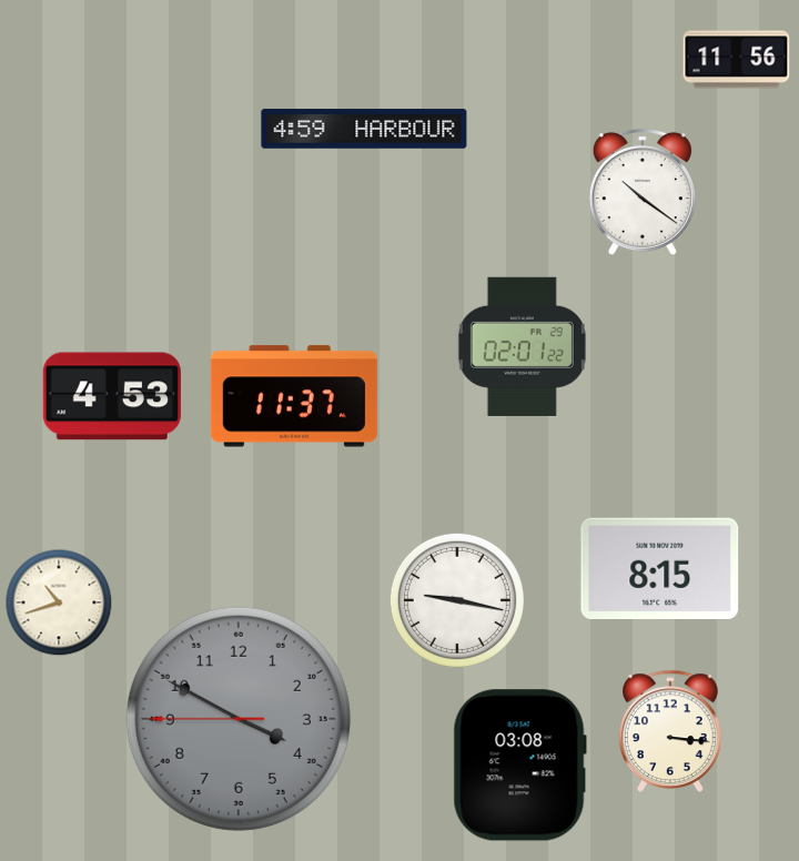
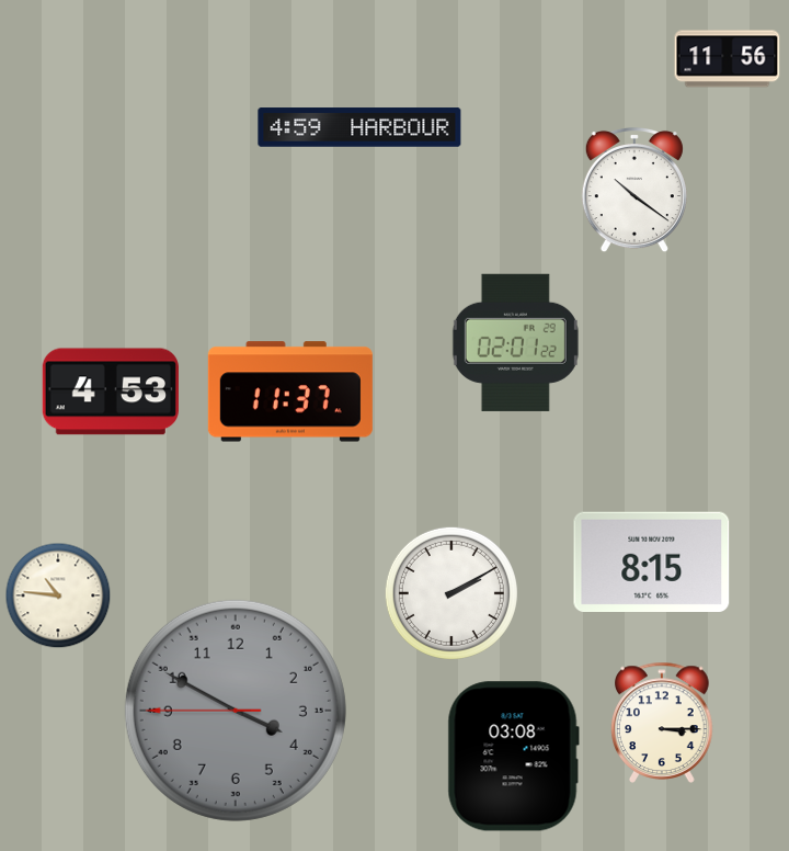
clock at (457, 600): 9:17 -> 2:10
clock at (59, 602): 10:42 -> 10:46
clock at (670, 731): 3:16 -> 3:15
